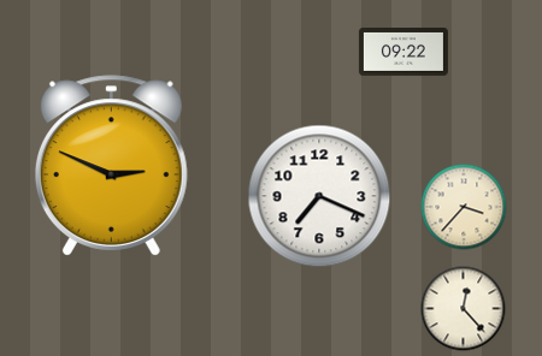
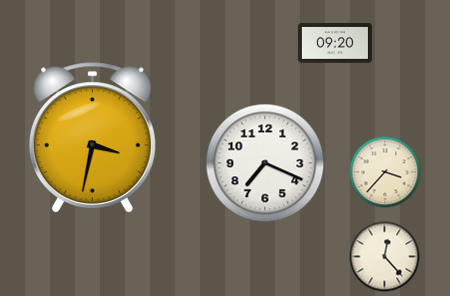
clock at (403, 53): 09:22 -> 09:20
clock at (111, 166): 2:49 -> 3:32
